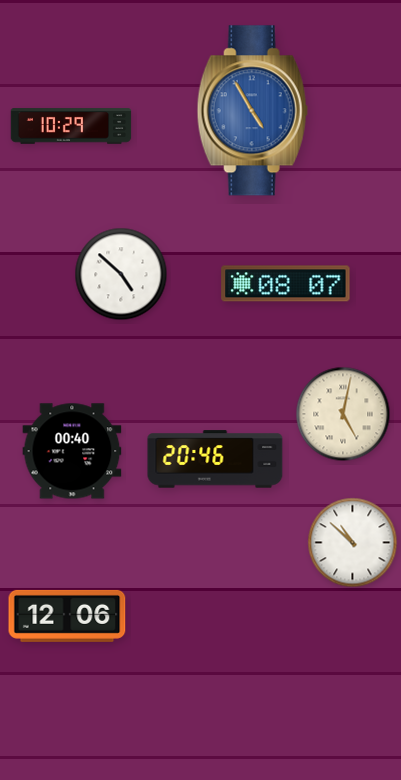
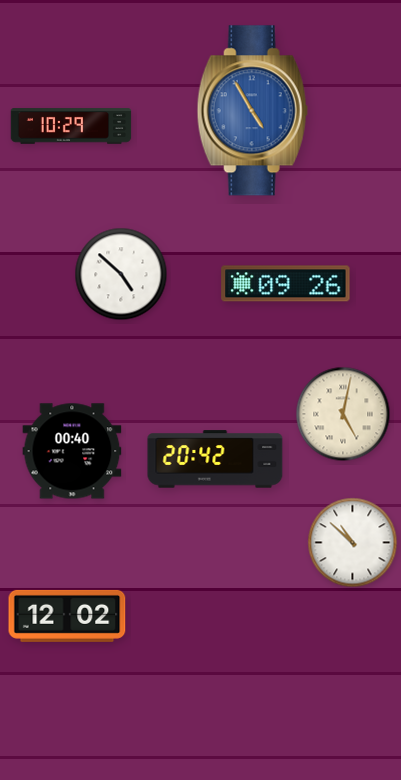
clock at (286, 284): 08:07 -> 09:26
clock at (215, 459): 20:46 -> 20:42
clock at (67, 616): 12:06 -> 12:02
